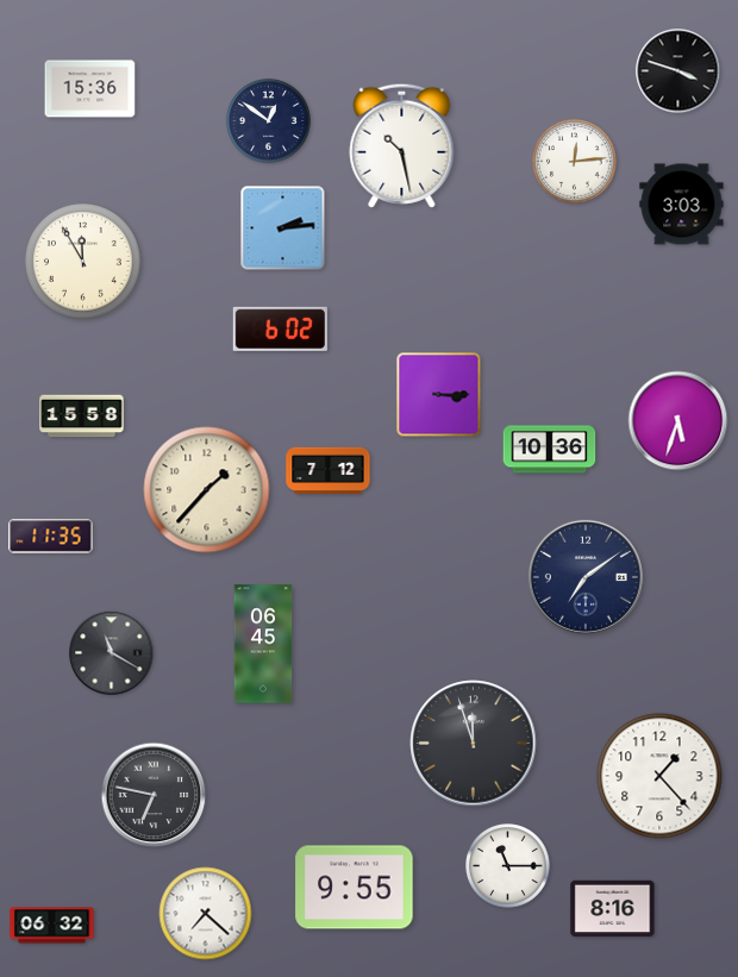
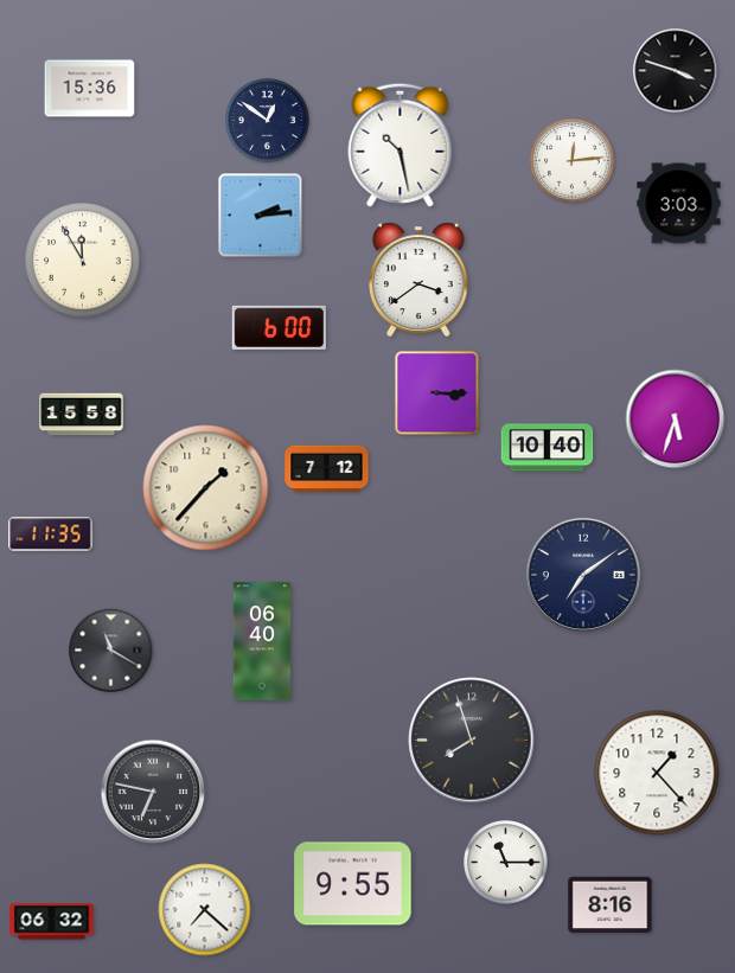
clock at (283, 228) position: (283, 228) -> (261, 216)
clock at (418, 280): none -> 3:39
clock at (280, 328): 6:02 -> 6:00
clock at (550, 450): 10:36 -> 10:40
clock at (263, 644): 06:45 -> 06:40
clock at (474, 744): 11:57 -> 7:57
